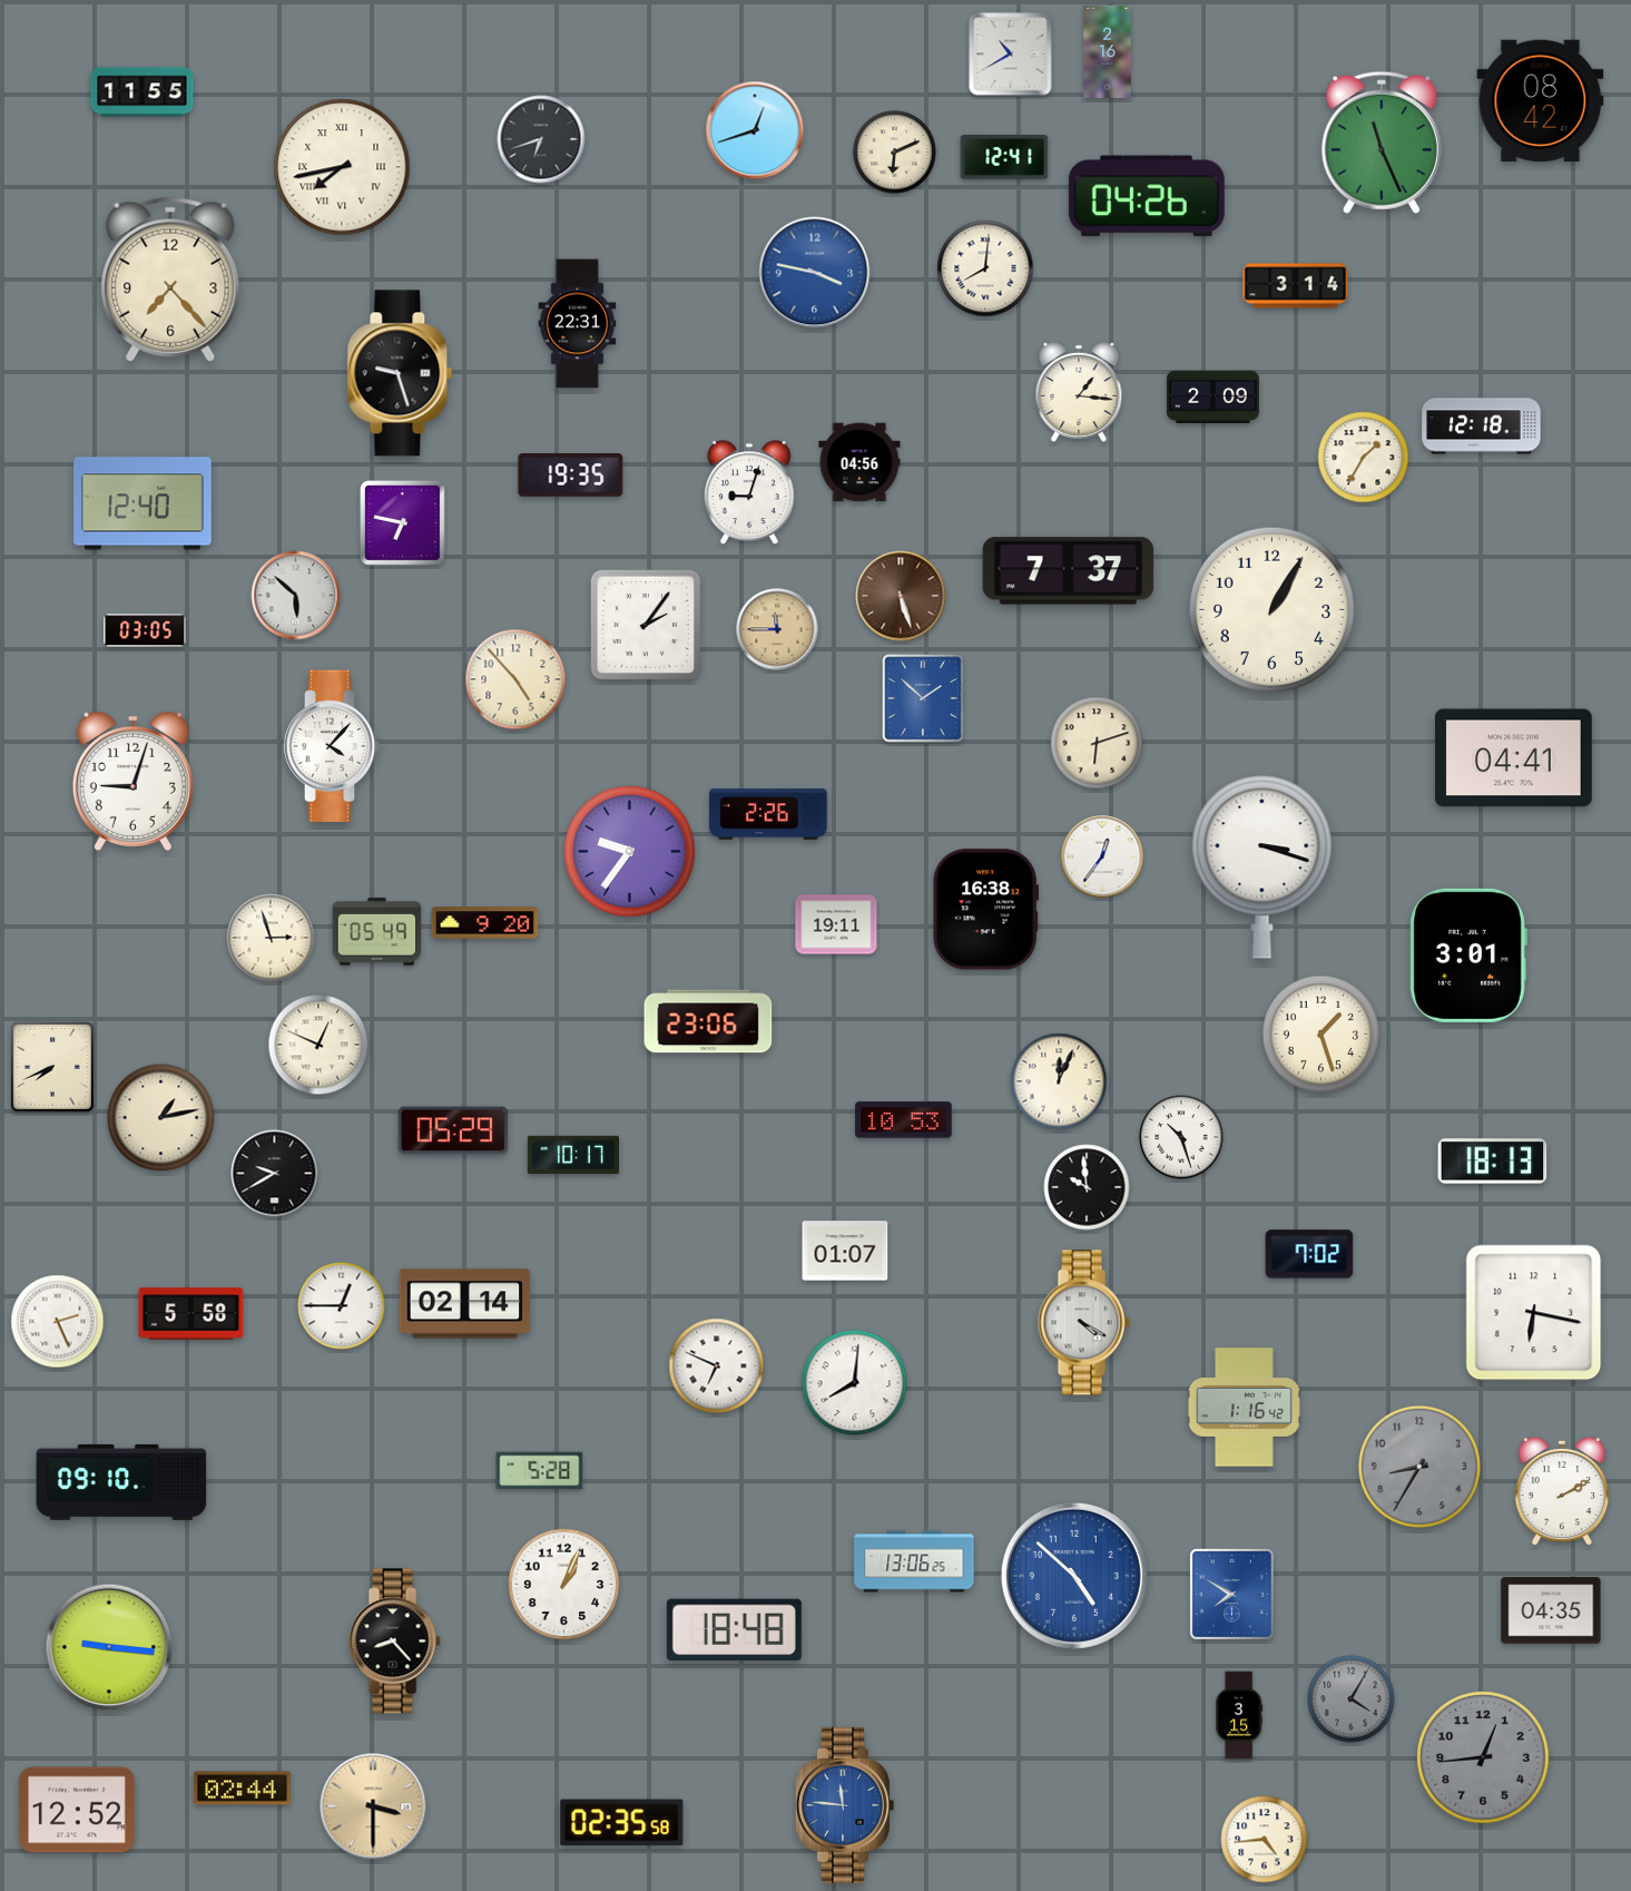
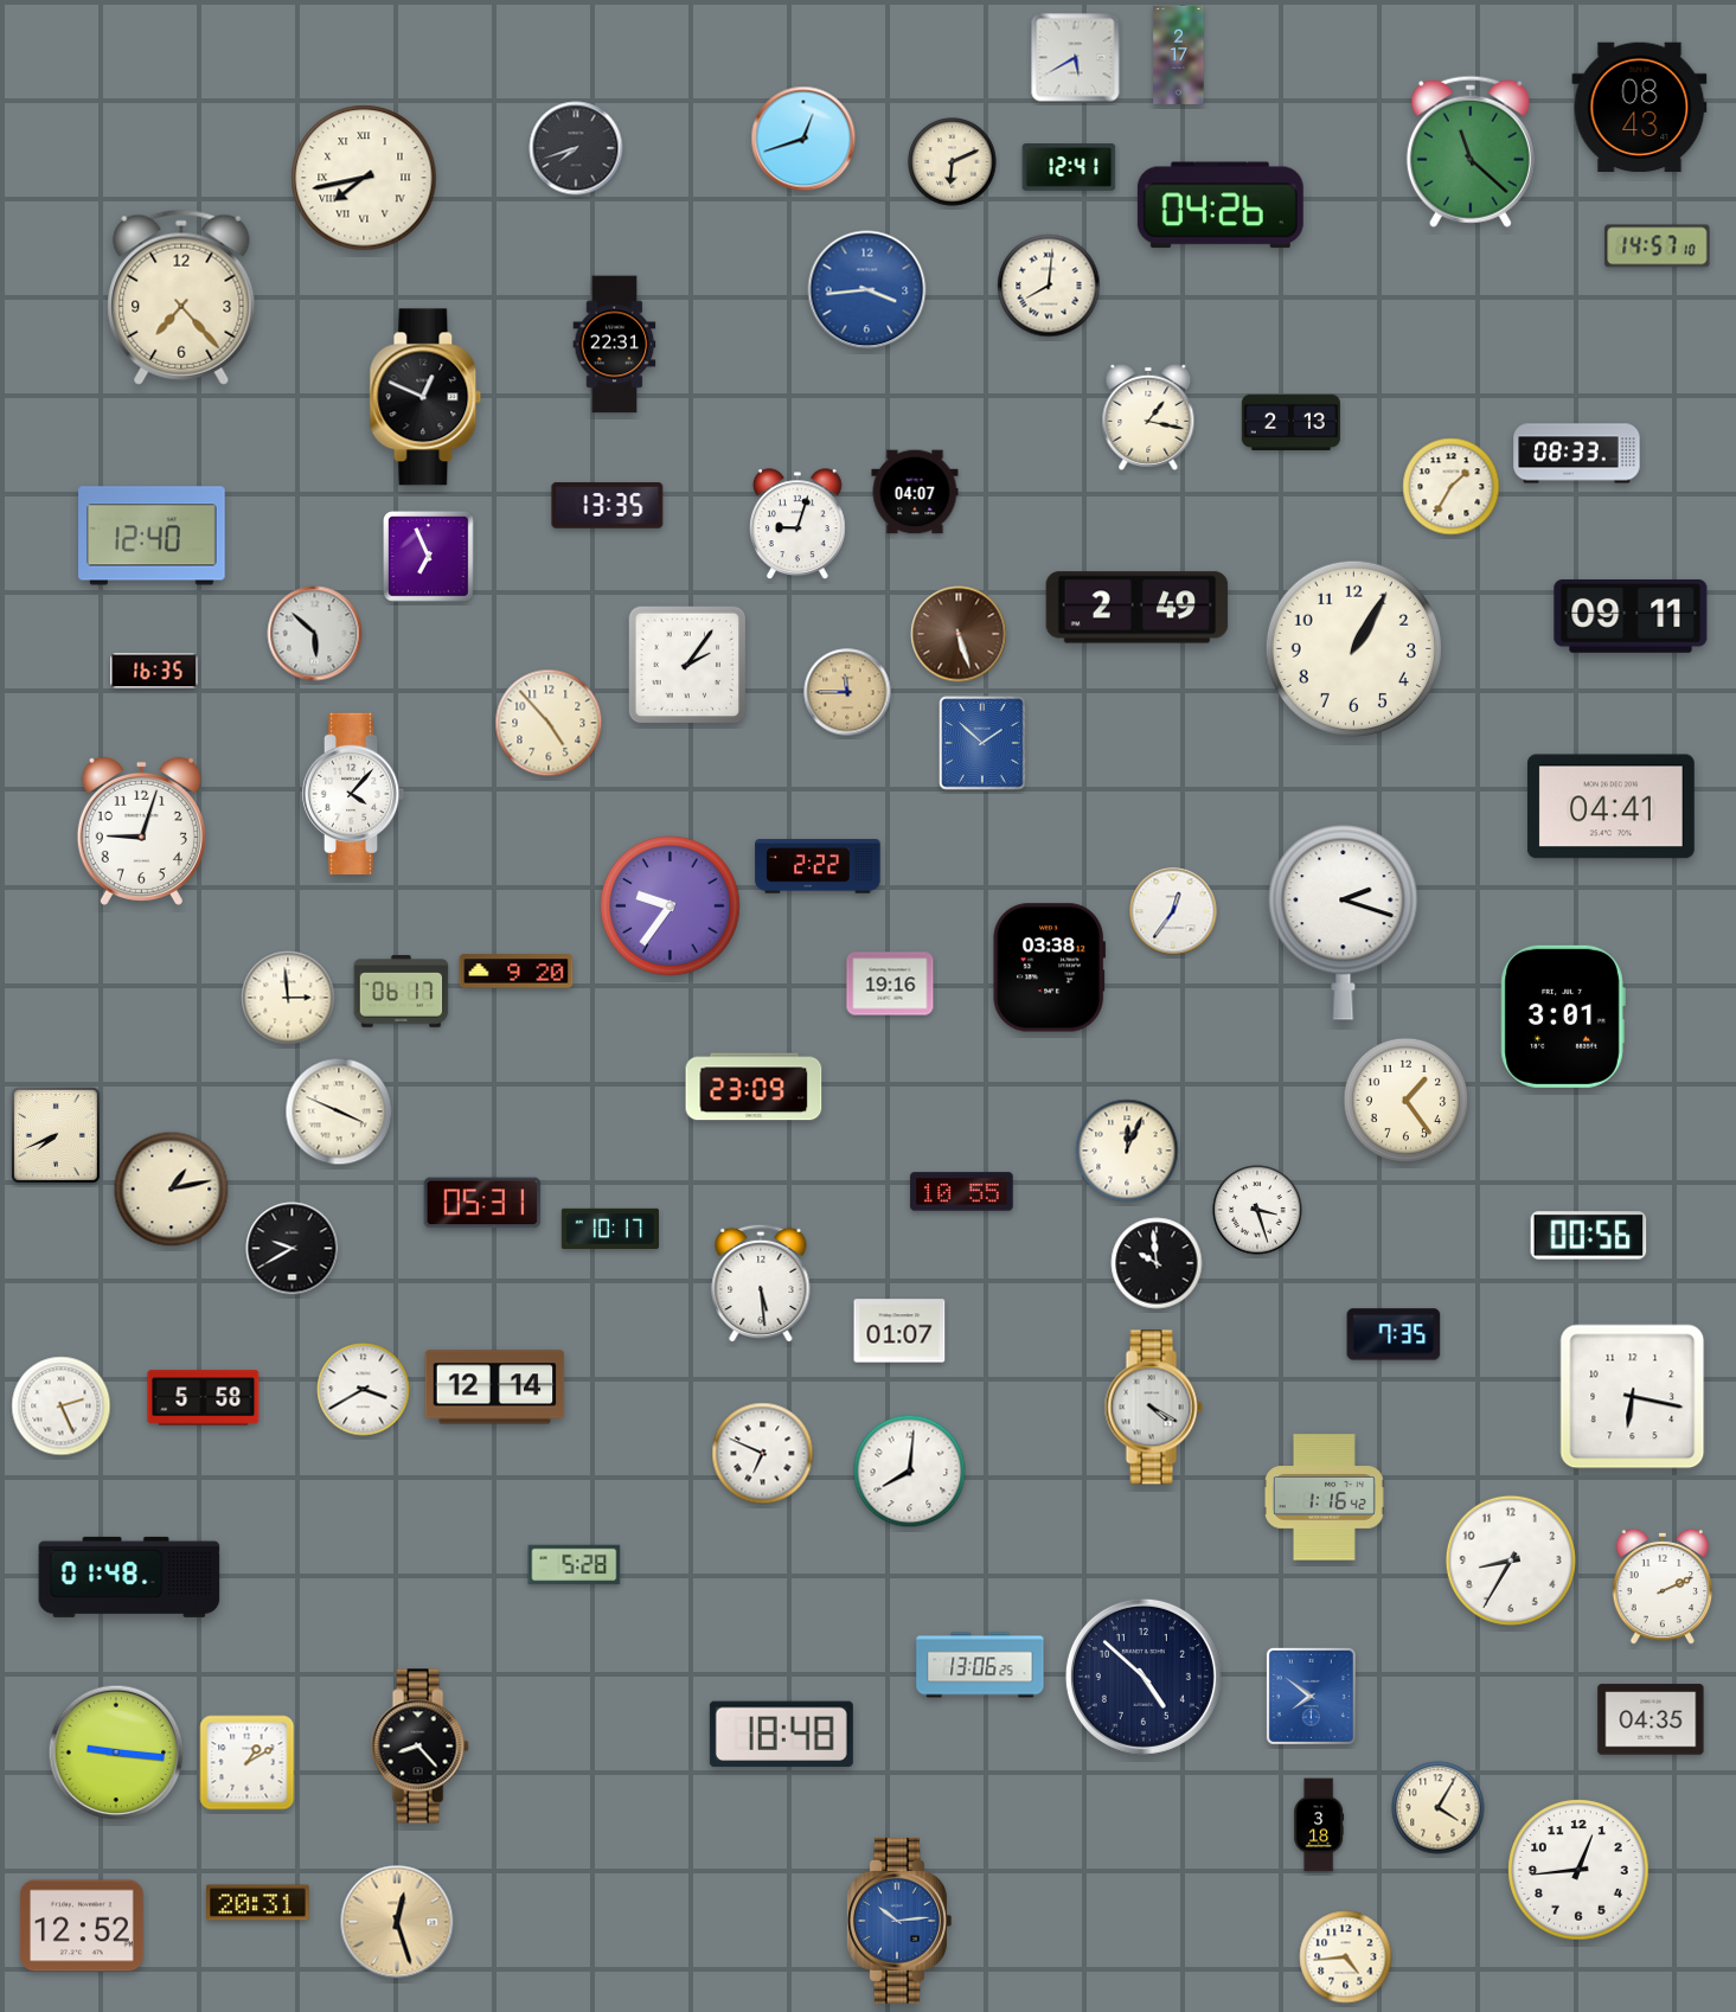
clock at (1108, 51): 2:16 -> 2:17
clock at (1011, 55): 10:40 -> 5:40
clock at (143, 92): 11:55 -> none
clock at (1541, 101): 08:42 -> 08:43
clock at (541, 139): 6:42 -> 7:42
clock at (1382, 143): 11:26 -> 11:22
clock at (1147, 196) position: (1147, 196) -> (1221, 205)
clock at (1658, 246): none -> 14:57
clock at (815, 273): 3:47 -> 3:44
clock at (1296, 286): 3:14 -> none
clock at (400, 373): 9:27 -> 12:49
clock at (1079, 392): 1:16 -> 1:17
clock at (1212, 396): 2:09 -> 2:13
clock at (1482, 427): 12:18 -> 08:33
clock at (859, 462): 04:56 -> 04:07
clock at (571, 476): 19:35 -> 13:35
clock at (403, 523): 6:47 -> 6:56
clock at (1069, 571): 7:37 -> 2:49
clock at (1631, 617): none -> 09:11
clock at (777, 629) position: (777, 629) -> (847, 692)
clock at (145, 630): 03:05 -> 16:35
clock at (1097, 743): 6:12 -> none
clock at (768, 814): 2:26 -> 2:22
clock at (1262, 868): 3:18 -> 2:18
clock at (986, 910): 16:38 -> 03:38
clock at (485, 923) position: (485, 923) -> (517, 972)
clock at (836, 924): 19:11 -> 19:16
clock at (377, 932): 05:49 -> 06:17
clock at (271, 938): 2:57 -> 2:59
clock at (708, 1021): 23:06 -> 23:09
clock at (1320, 1033): 1:27 -> 1:24
clock at (318, 1045): 12:49 -> 3:49
clock at (904, 1120): 10:53 -> 10:55
clock at (453, 1130): 05:29 -> 05:31
clock at (1181, 1137): 10:27 -> 3:27
clock at (1493, 1162): 18:13 -> 00:56
clock at (761, 1283): none -> 5:29
clock at (1309, 1254): 7:02 -> 7:35
clock at (465, 1304): 02:14 -> 12:14
clock at (342, 1306): 12:45 -> 3:40
clock at (1419, 1467) dial: grey -> white
clock at (121, 1482): 09:10 -> 01:48
clock at (1562, 1491): 2:10 -> 2:11
clock at (914, 1561) position: (914, 1561) -> (980, 1665)
clock at (1074, 1576) dial: blue -> navy
clock at (564, 1585): 1:04 -> none
clock at (1231, 1594): 7:50 -> 7:51
clock at (1551, 1610) position: (1551, 1610) -> (1651, 1719)
clock at (248, 1763): none -> 1:10
clock at (1352, 1699) dial: grey -> cream
clock at (1239, 1715): 3:15 -> 3:18
clock at (1483, 1757) dial: grey -> white
clock at (243, 1789): 02:44 -> 20:31
clock at (844, 1805): 11:46 -> 10:14
clock at (373, 1806): 3:30 -> 12:27
clock at (622, 1823): 02:35 -> none
